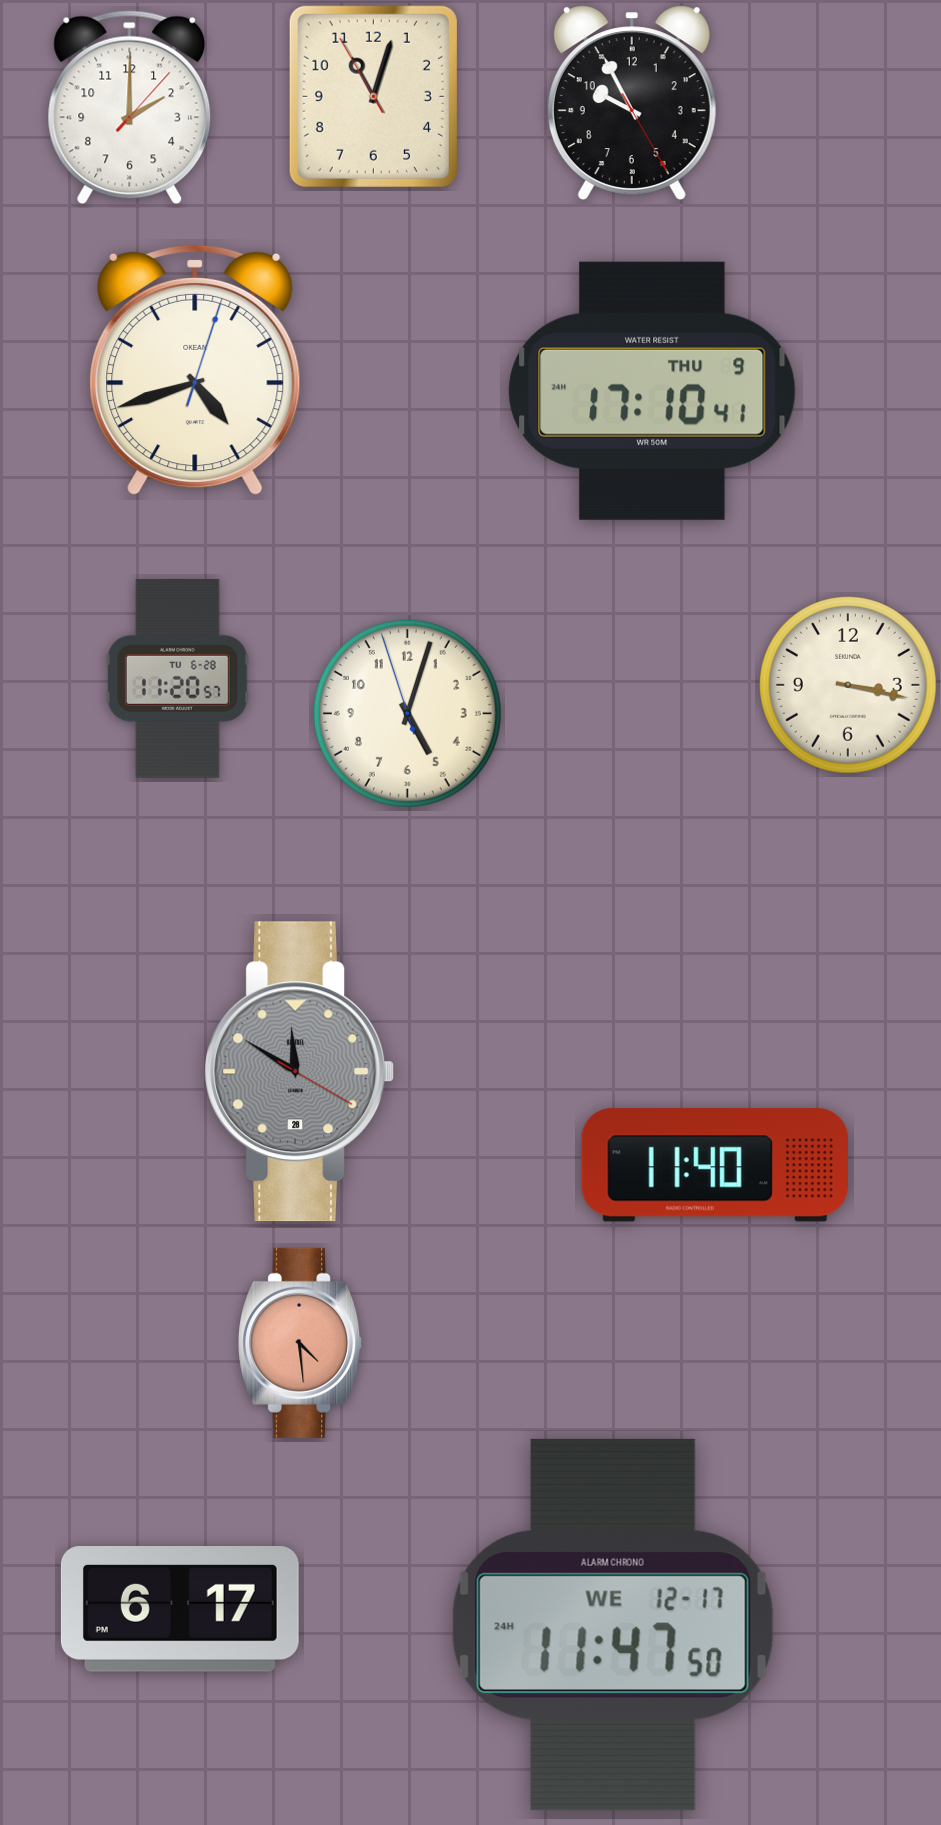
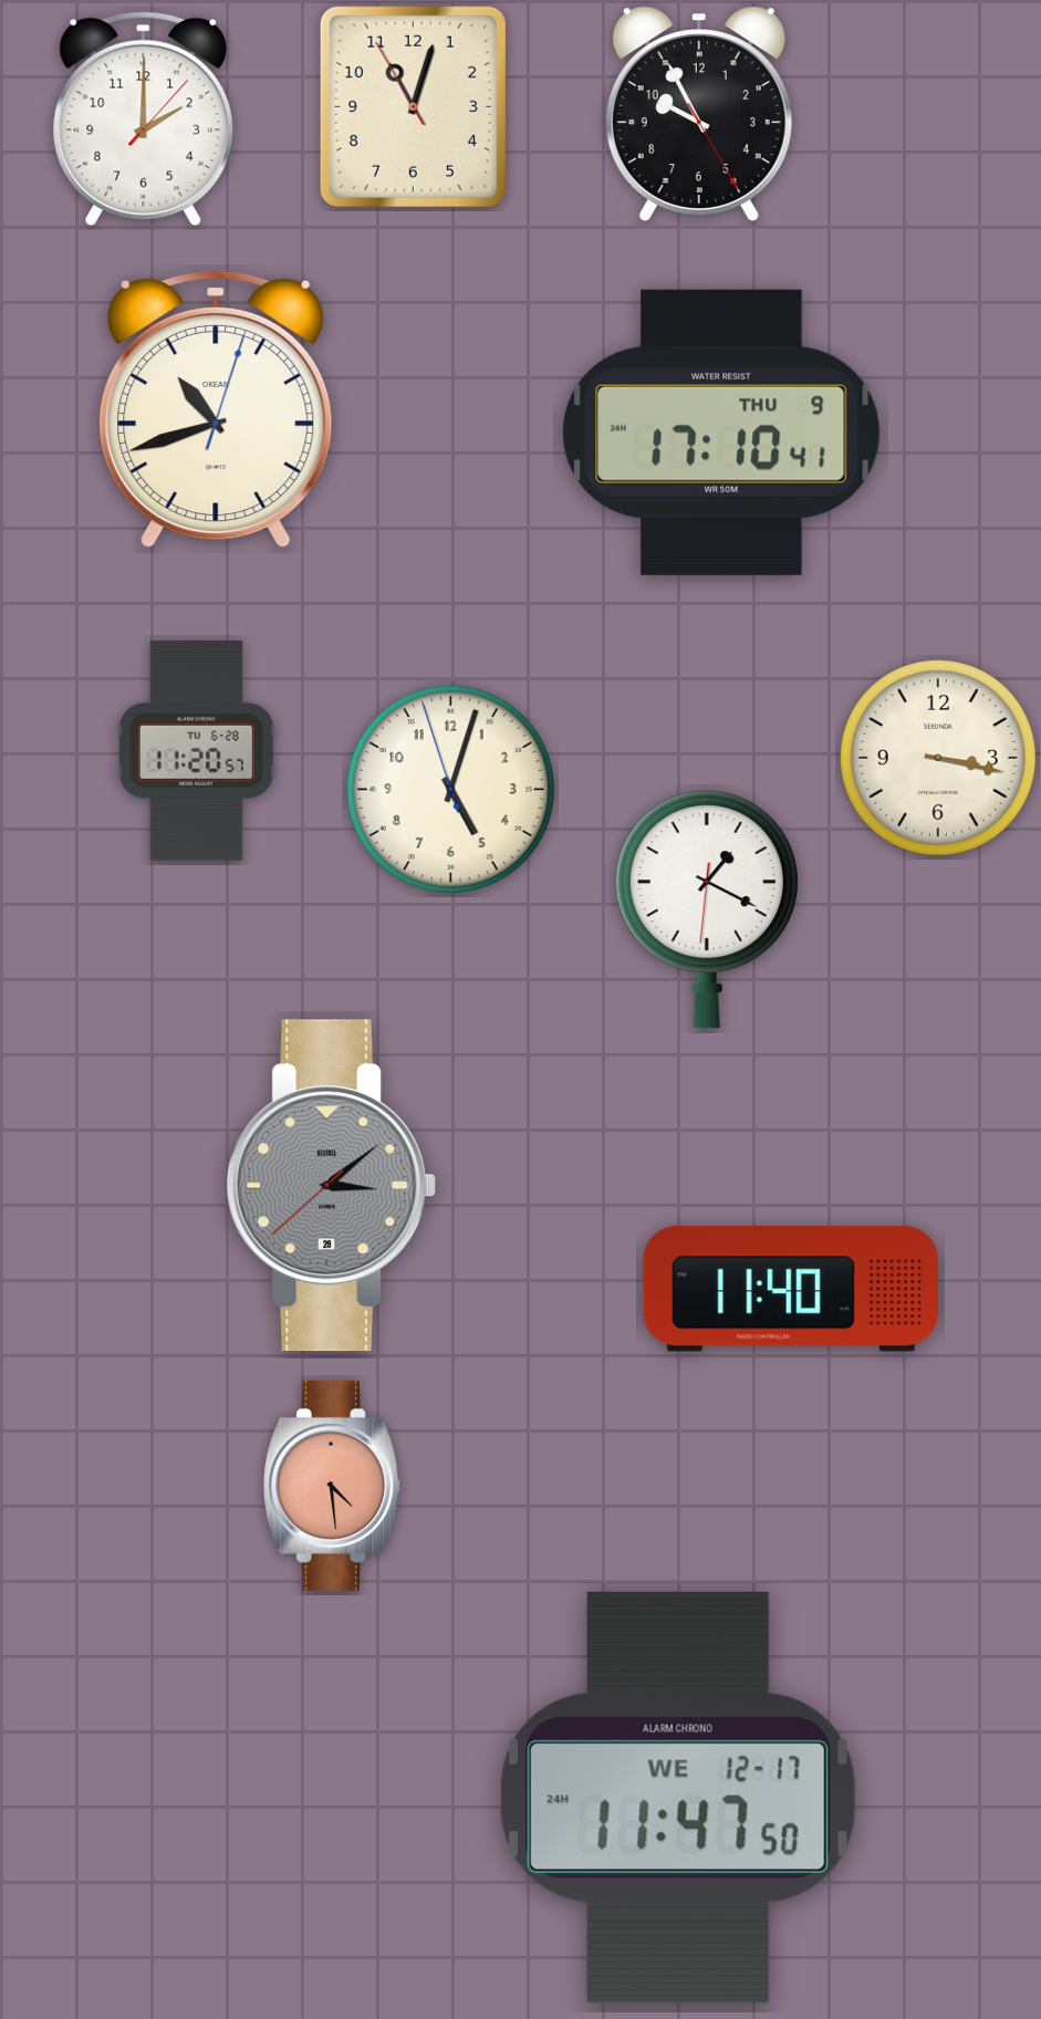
clock at (195, 370): 4:42 -> 10:42
clock at (707, 910): none -> 1:19
clock at (300, 1072): 11:50 -> 3:08
clock at (180, 1610): 6:17 -> none
